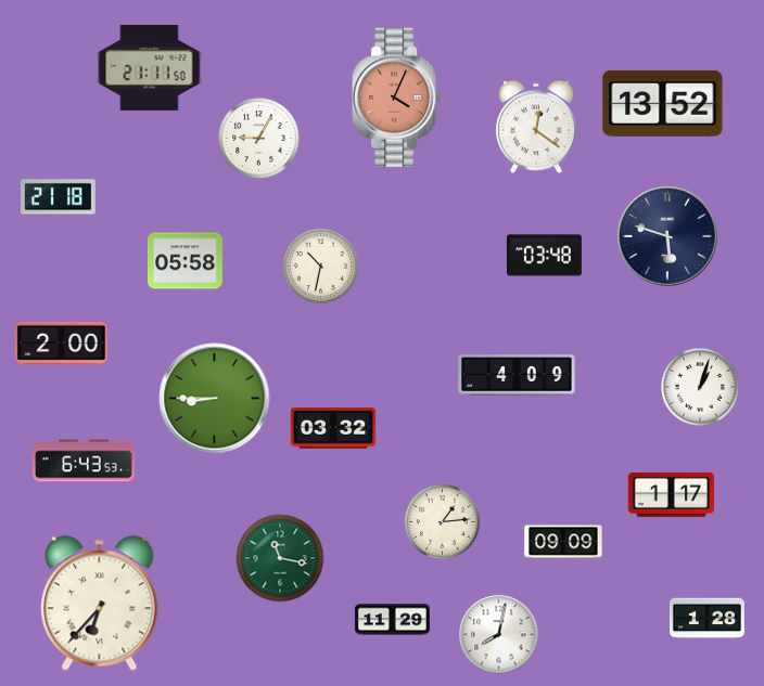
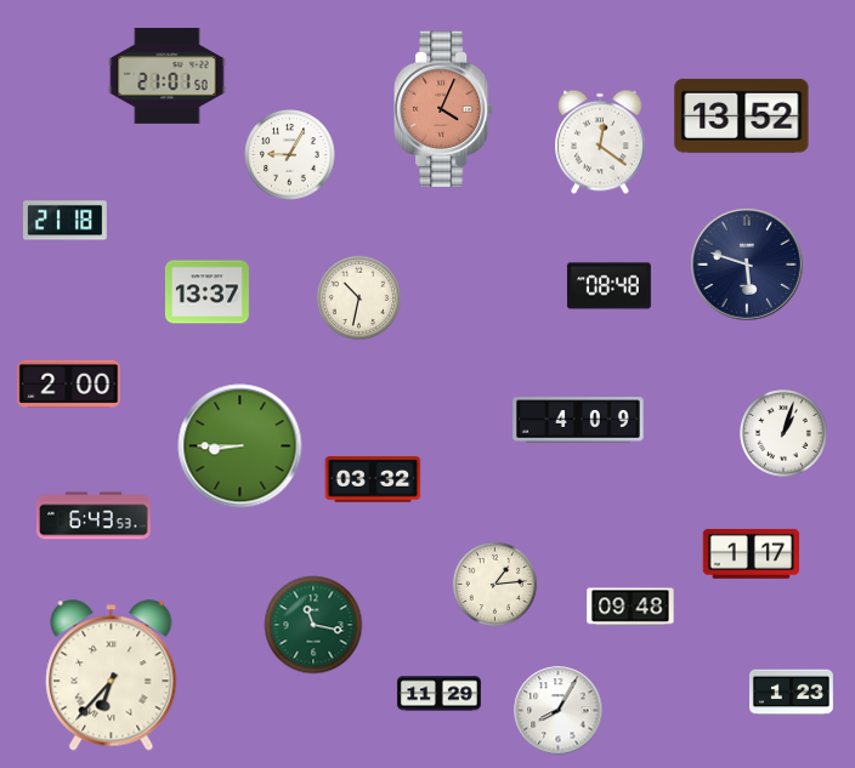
clock at (150, 67): 21:11 -> 21:01
clock at (544, 256): 03:48 -> 08:48
clock at (184, 261): 05:58 -> 13:37
clock at (563, 542): 09:09 -> 09:48
clock at (708, 619): 1:28 -> 1:23
clock at (499, 635): 8:02 -> 8:05
